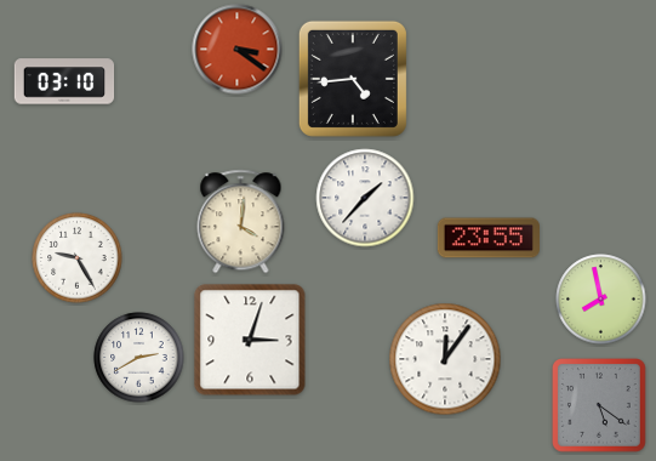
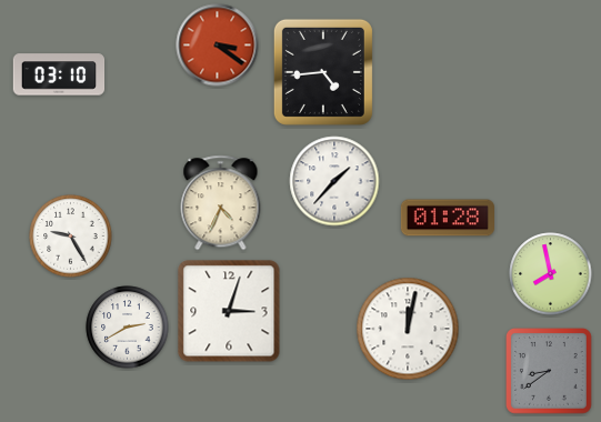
clock at (241, 222): 4:01 -> 4:34
clock at (489, 238): 23:55 -> 01:28
clock at (445, 359): 12:06 -> 12:02
clock at (600, 406): 5:21 -> 8:39
